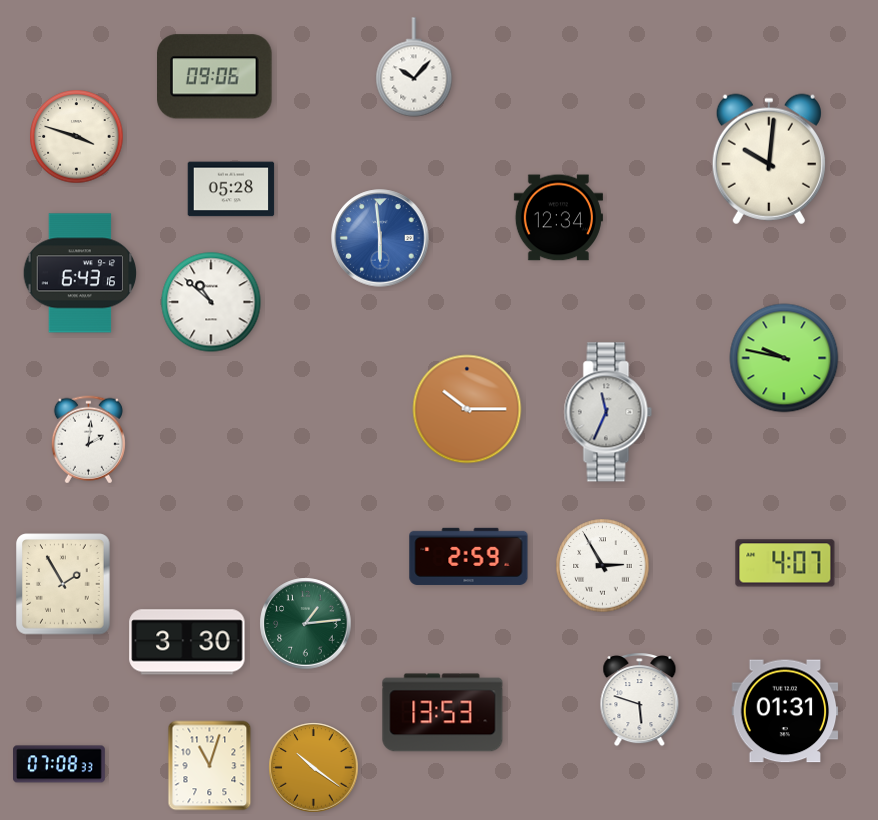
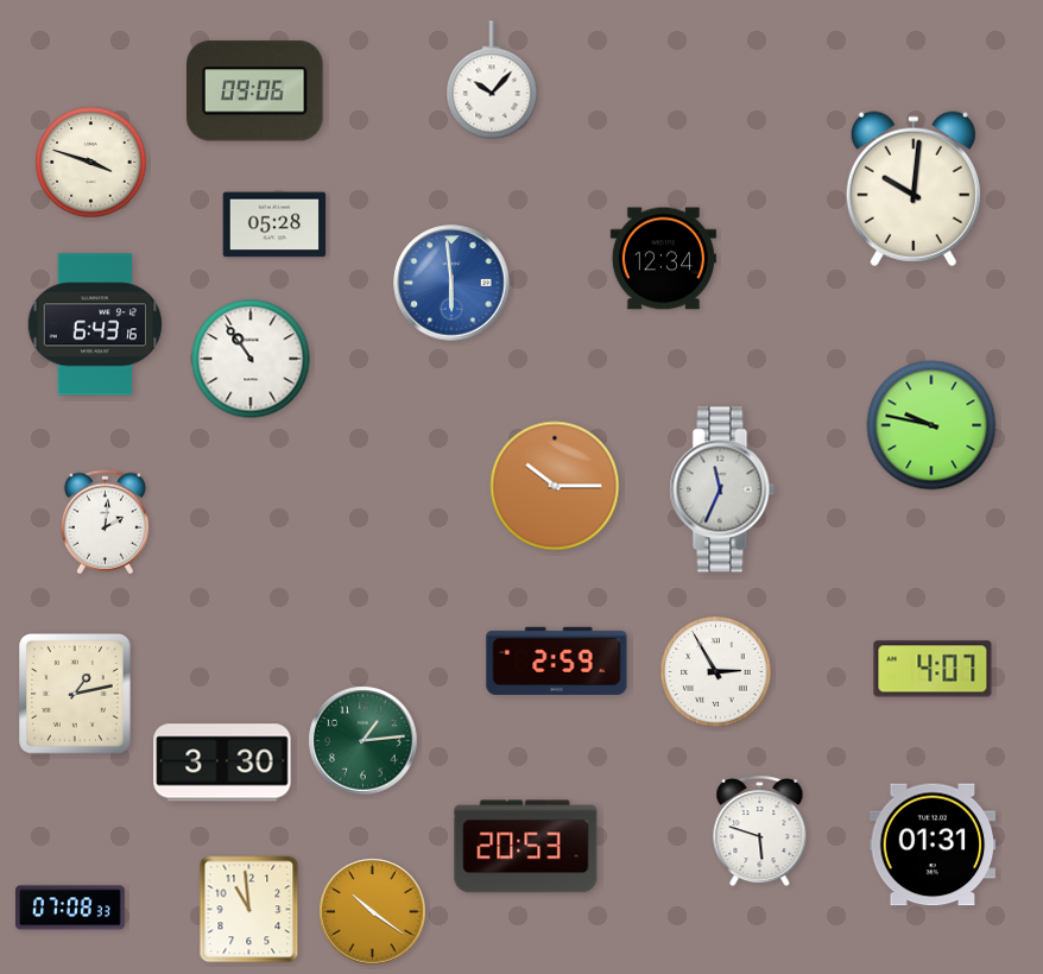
clock at (211, 302): 10:52 -> 10:54
clock at (63, 584): 1:55 -> 1:13
clock at (443, 713): 13:53 -> 20:53
clock at (210, 766): 11:03 -> 10:59
